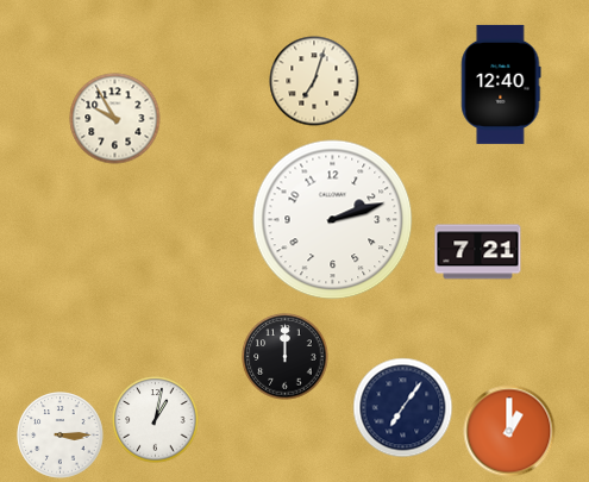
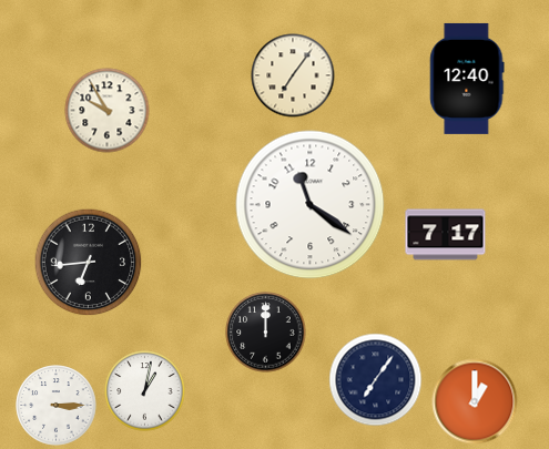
clock at (314, 81): 7:03 -> 7:06
clock at (333, 220): 2:12 -> 11:21
clock at (478, 252): 7:21 -> 7:17
clock at (89, 263): none -> 6:44
